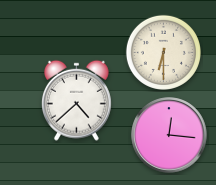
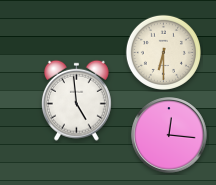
clock at (76, 100): 4:38 -> 4:59
